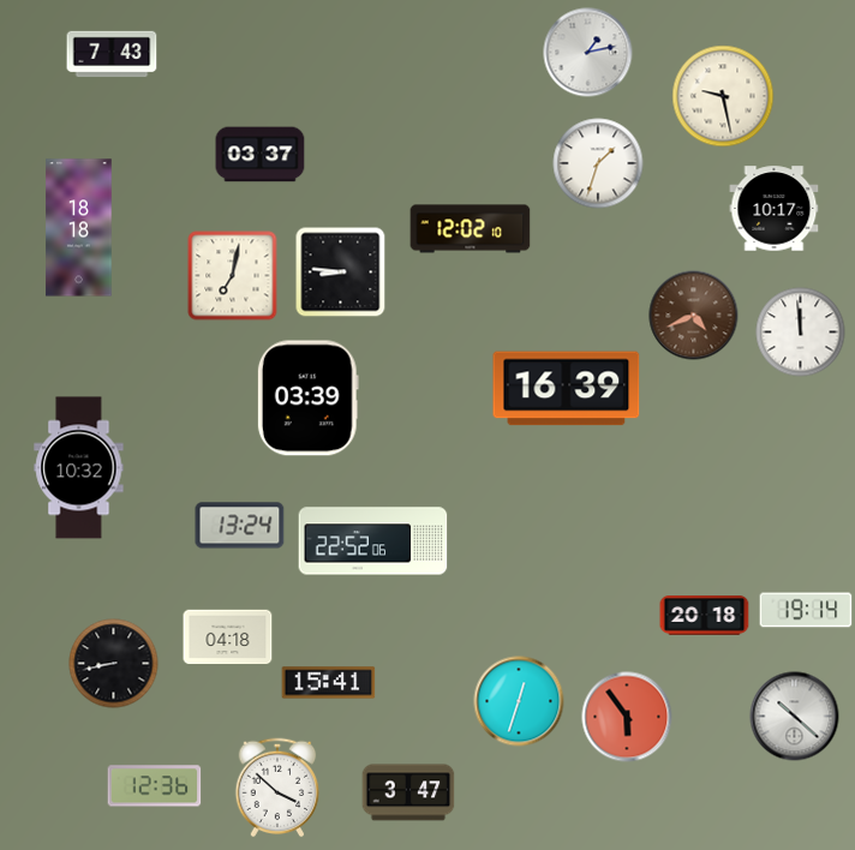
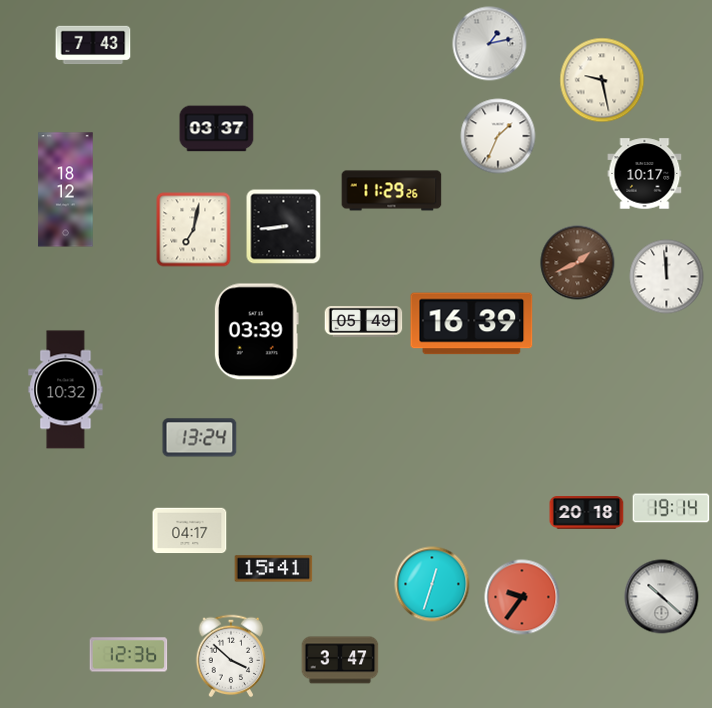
clock at (598, 163): 1:33 -> 1:34
clock at (79, 228): 18:18 -> 18:12
clock at (471, 229): 12:02 -> 11:29
clock at (341, 273): 8:46 -> 8:44
clock at (694, 316): 4:41 -> 1:41
clock at (364, 322): none -> 05:49
clock at (373, 541): 22:52 -> none
clock at (228, 637): 04:18 -> 04:17
clock at (114, 664): 8:43 -> none
clock at (627, 717): 5:54 -> 9:36
